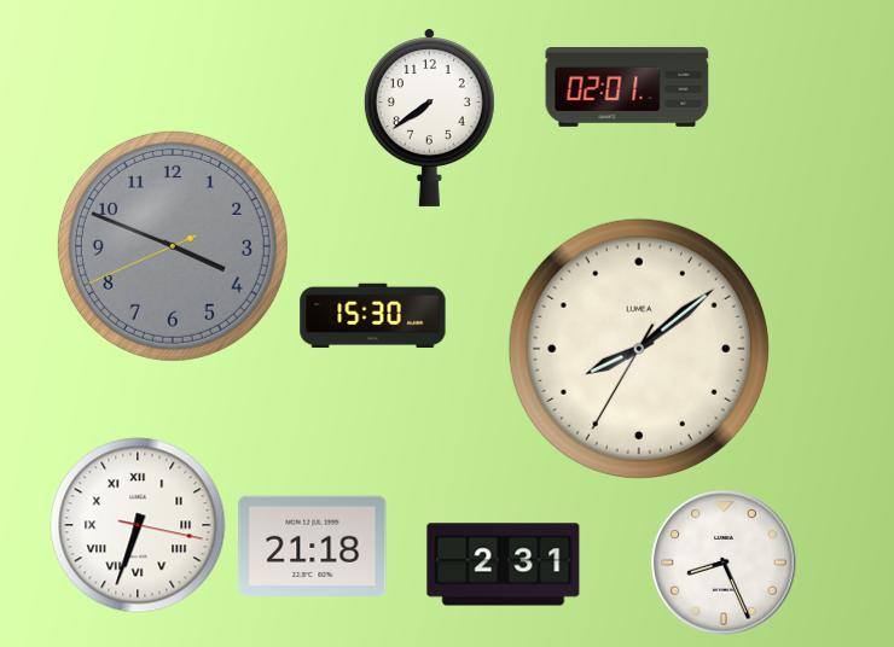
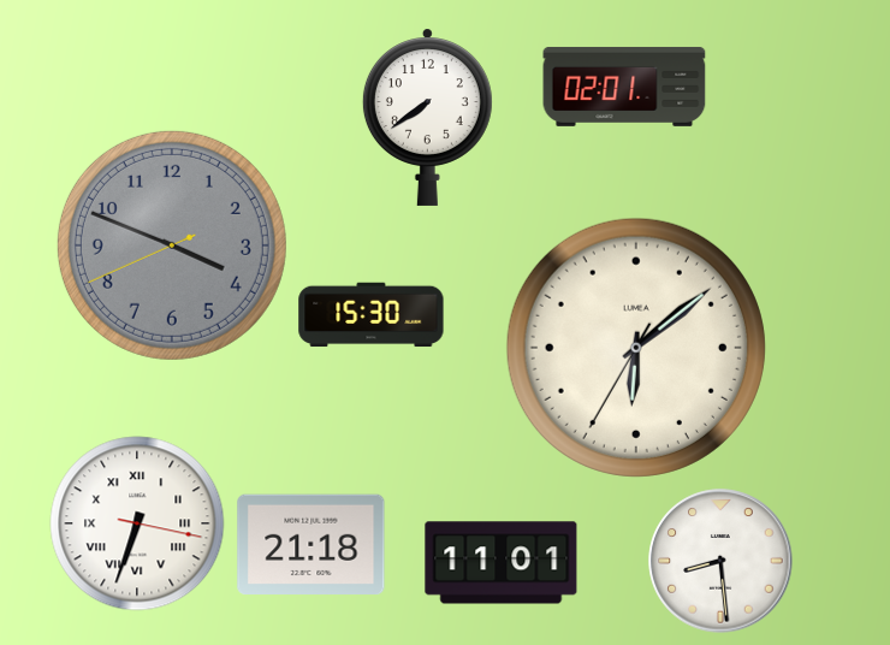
clock at (639, 349): 8:08 -> 6:08
clock at (724, 563): 8:26 -> 8:29
clock at (504, 565): 2:31 -> 11:01
